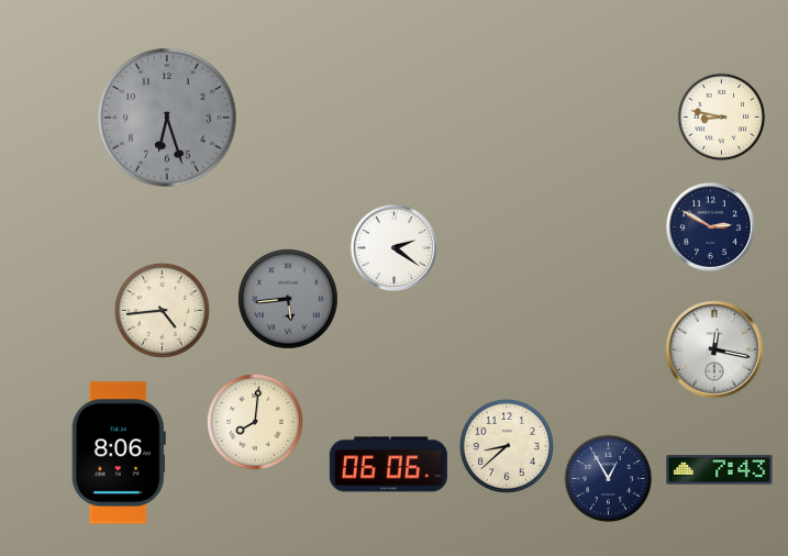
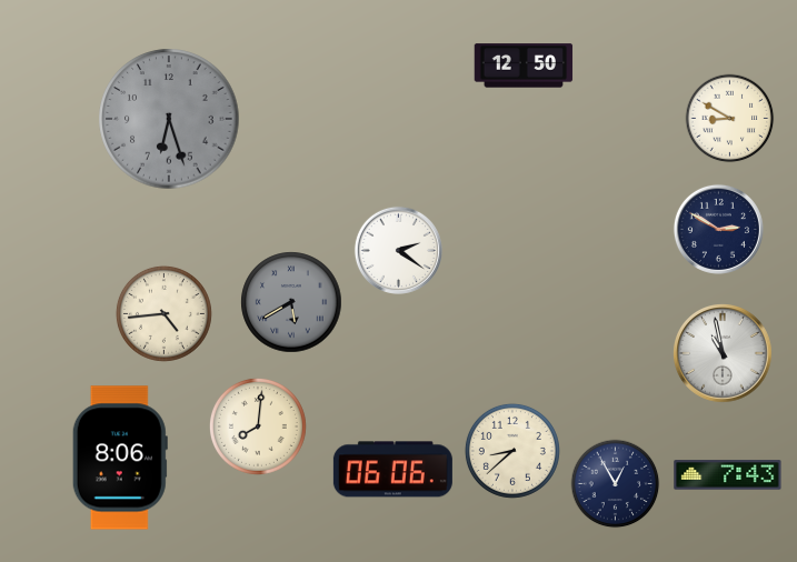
clock at (524, 66): none -> 12:50
clock at (722, 118): 8:47 -> 8:50
clock at (288, 299): 5:44 -> 5:40
clock at (714, 349): 12:17 -> 10:58
